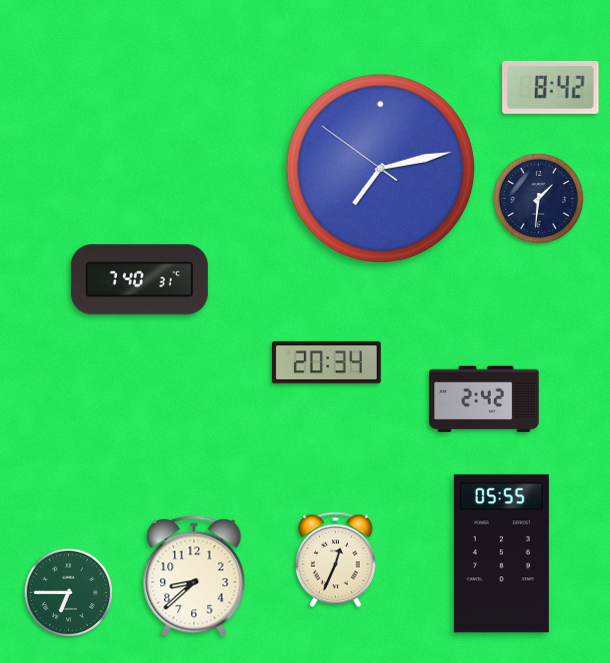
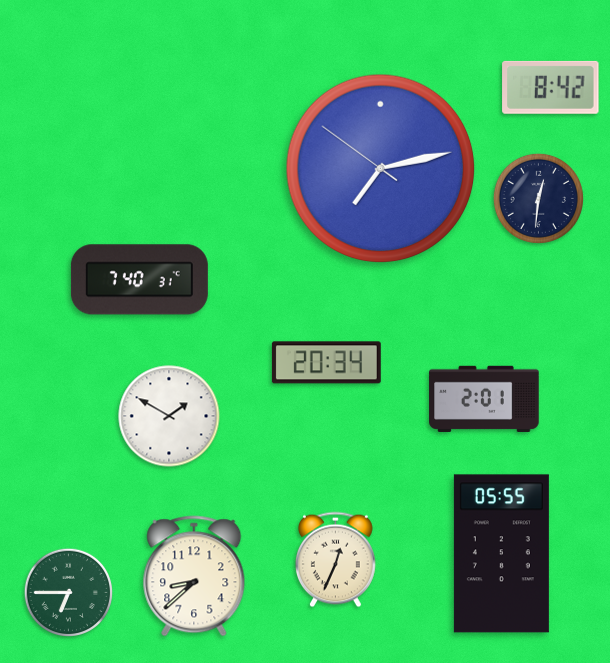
clock at (538, 198): 1:31 -> 12:31
clock at (484, 399): 2:42 -> 2:01
clock at (169, 416): none -> 1:50
